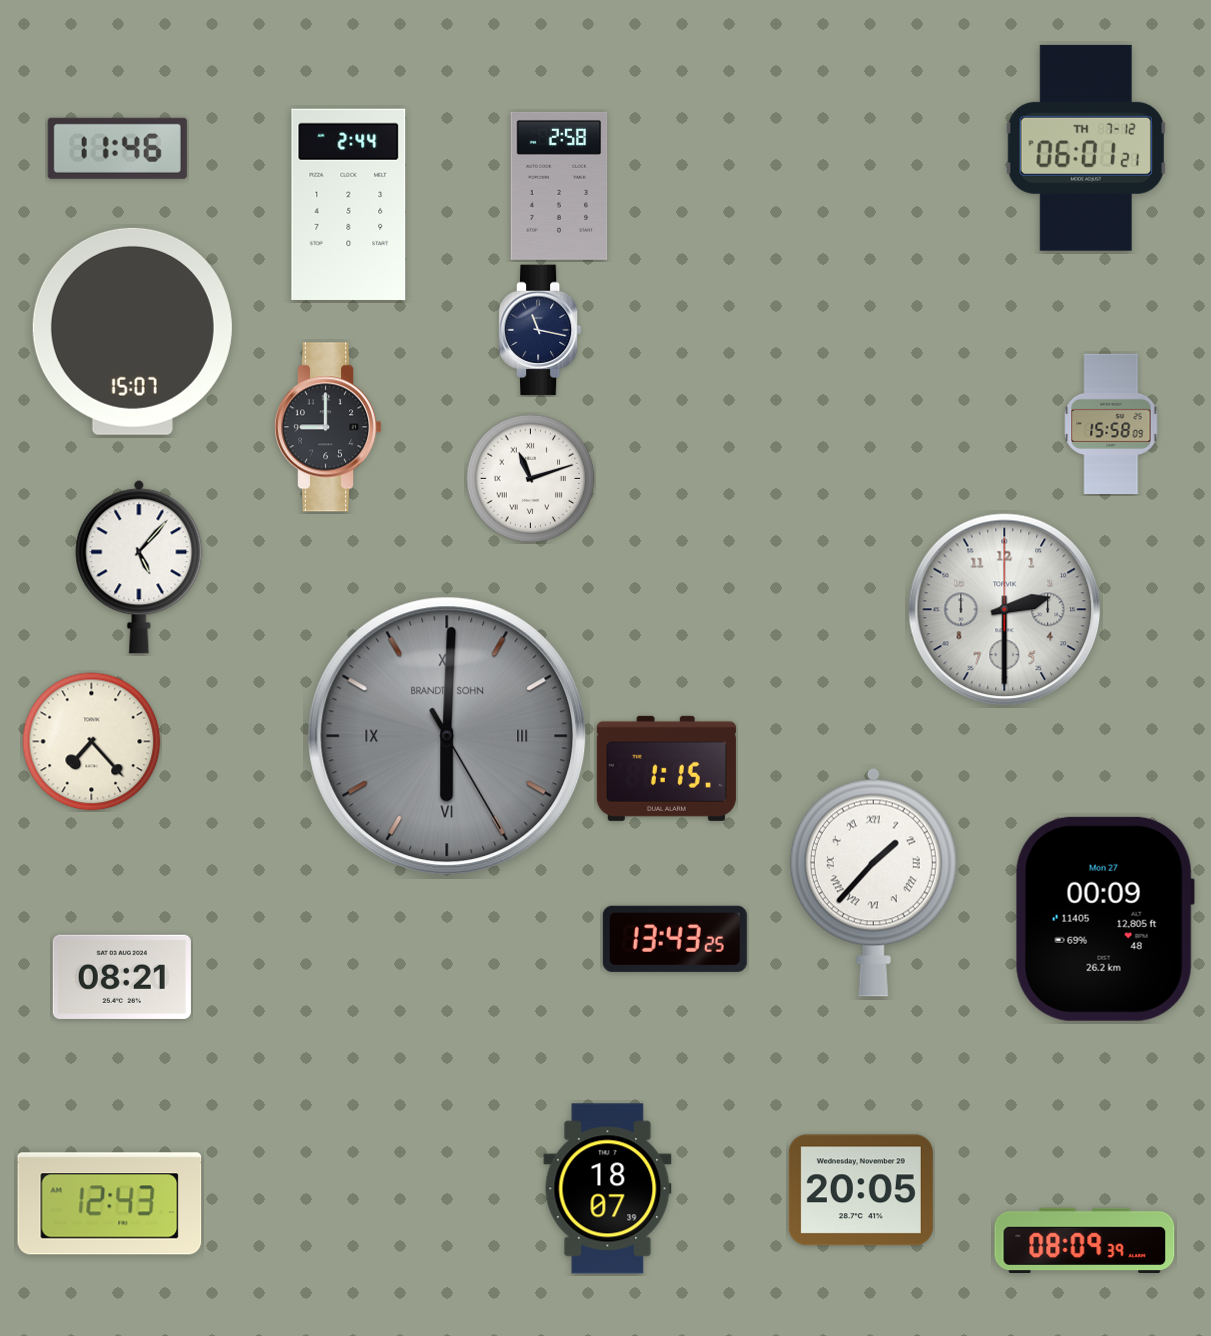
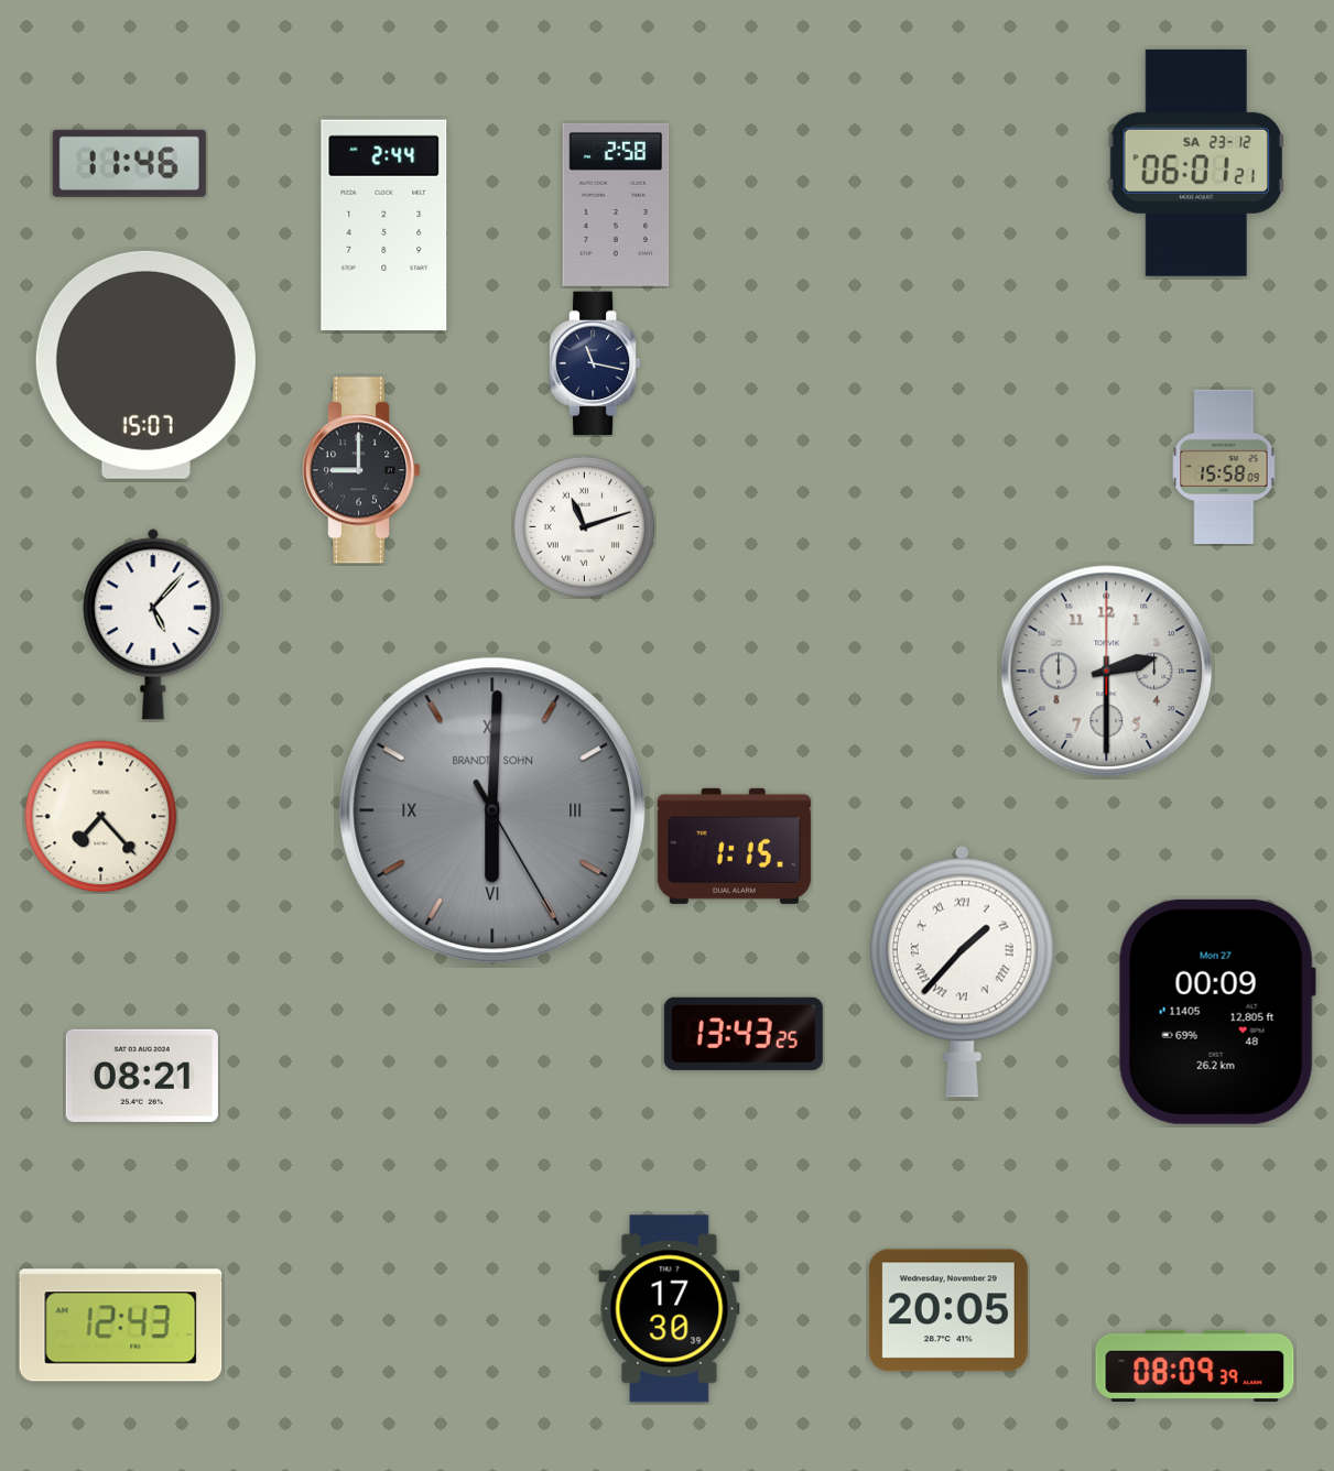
clock at (1086, 148) date: TH 7-12 -> SA 23-12
clock at (122, 977) position: (122, 977) -> (142, 1076)
clock at (608, 1189): 18:07 -> 17:30
